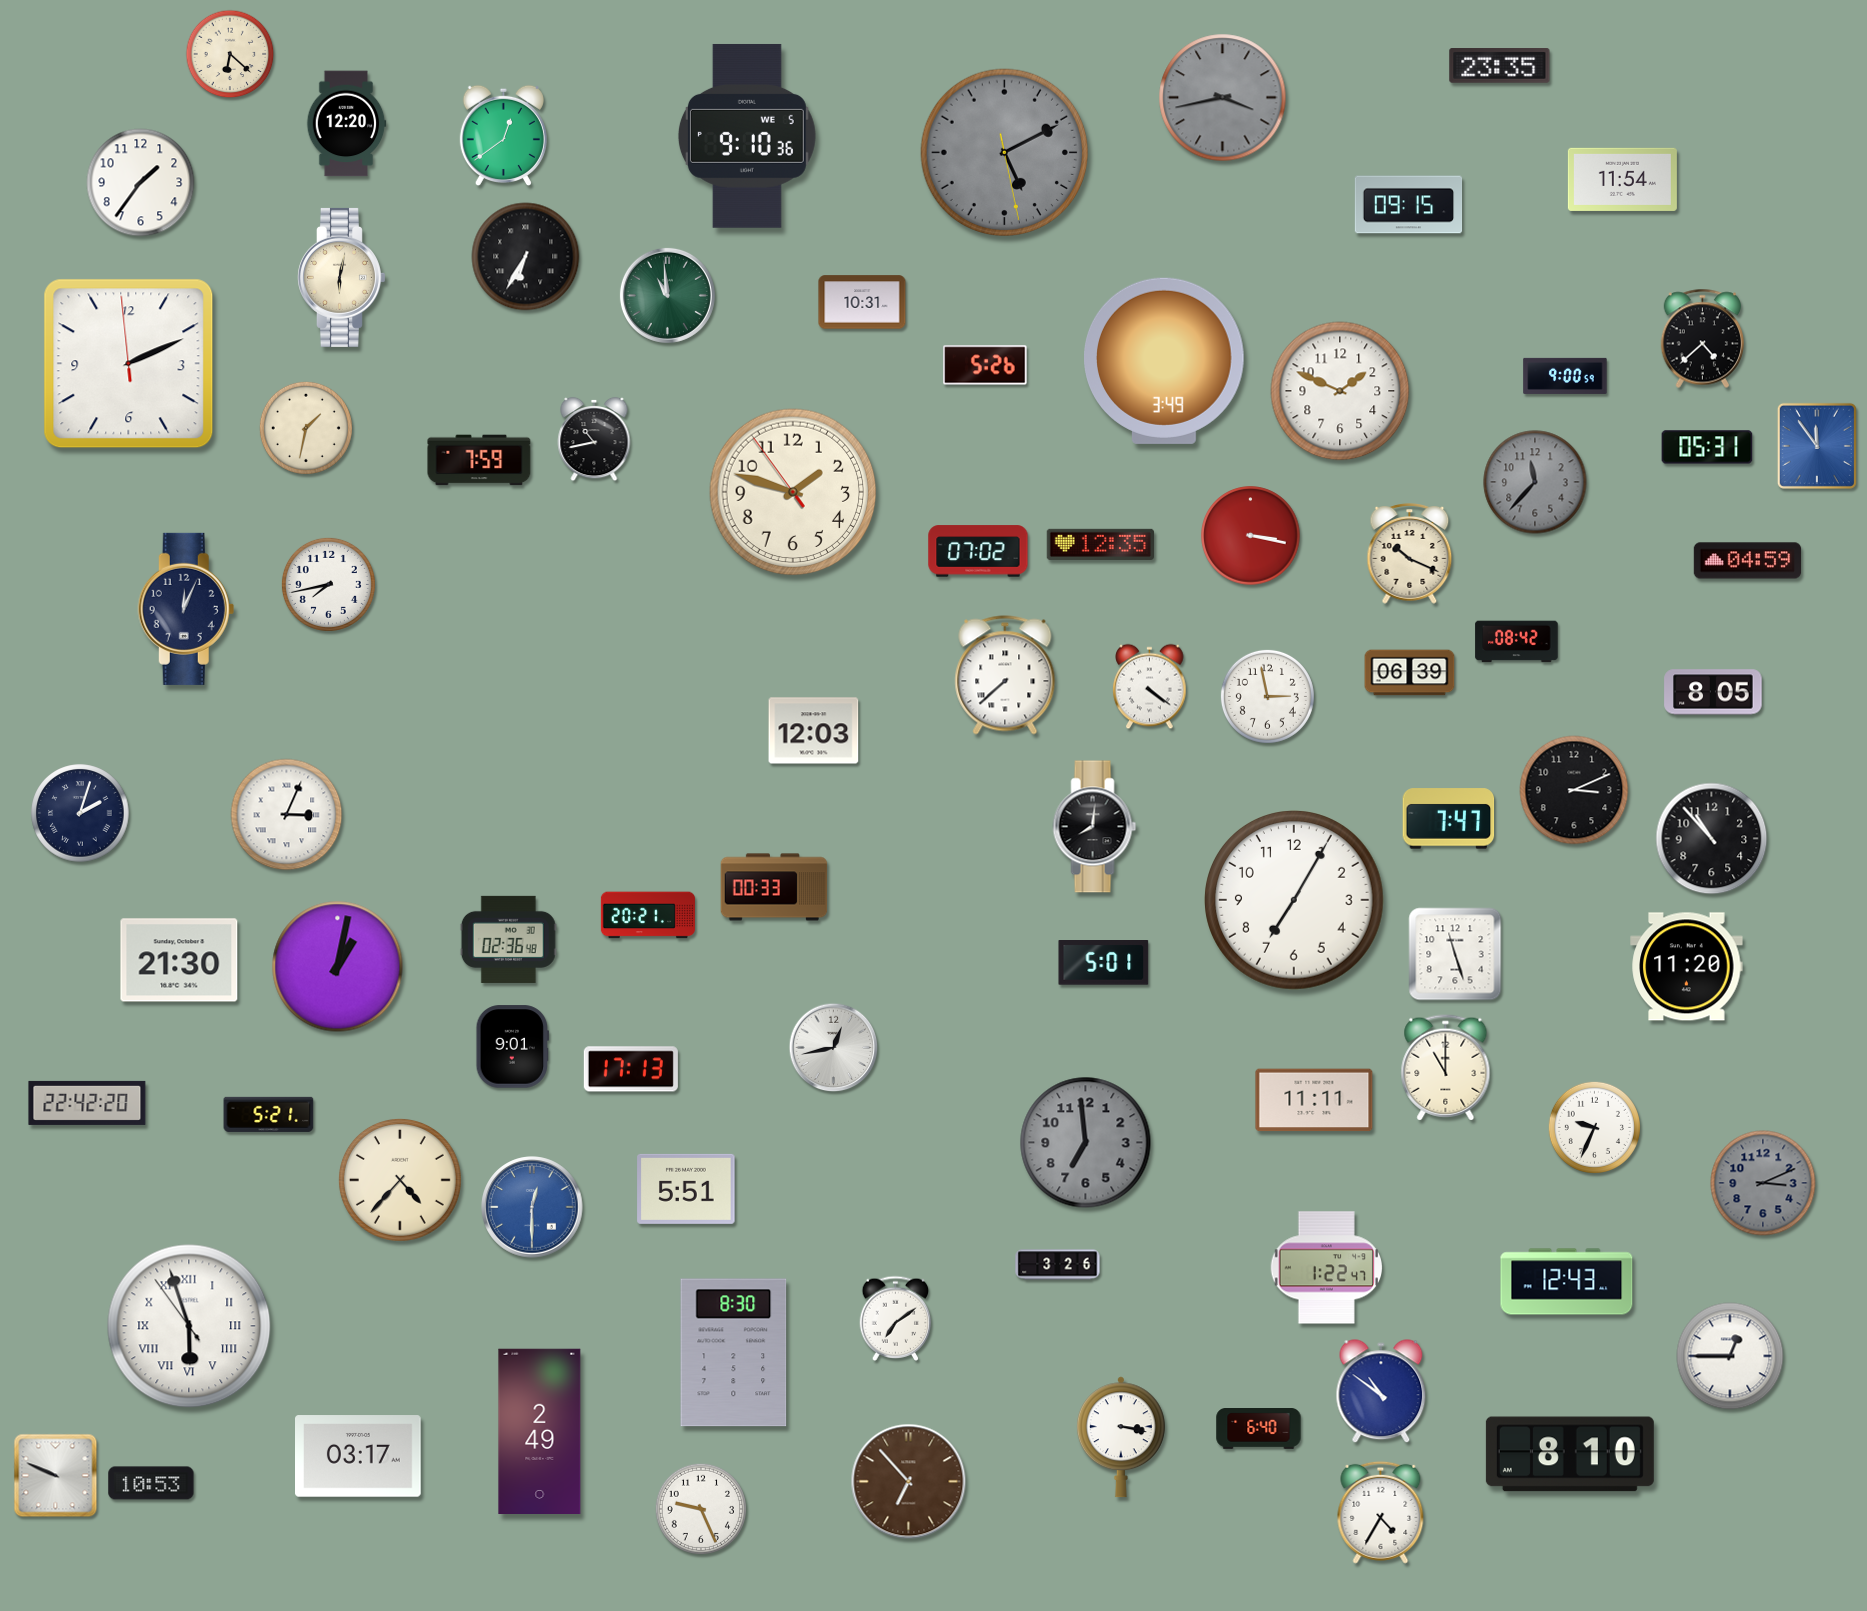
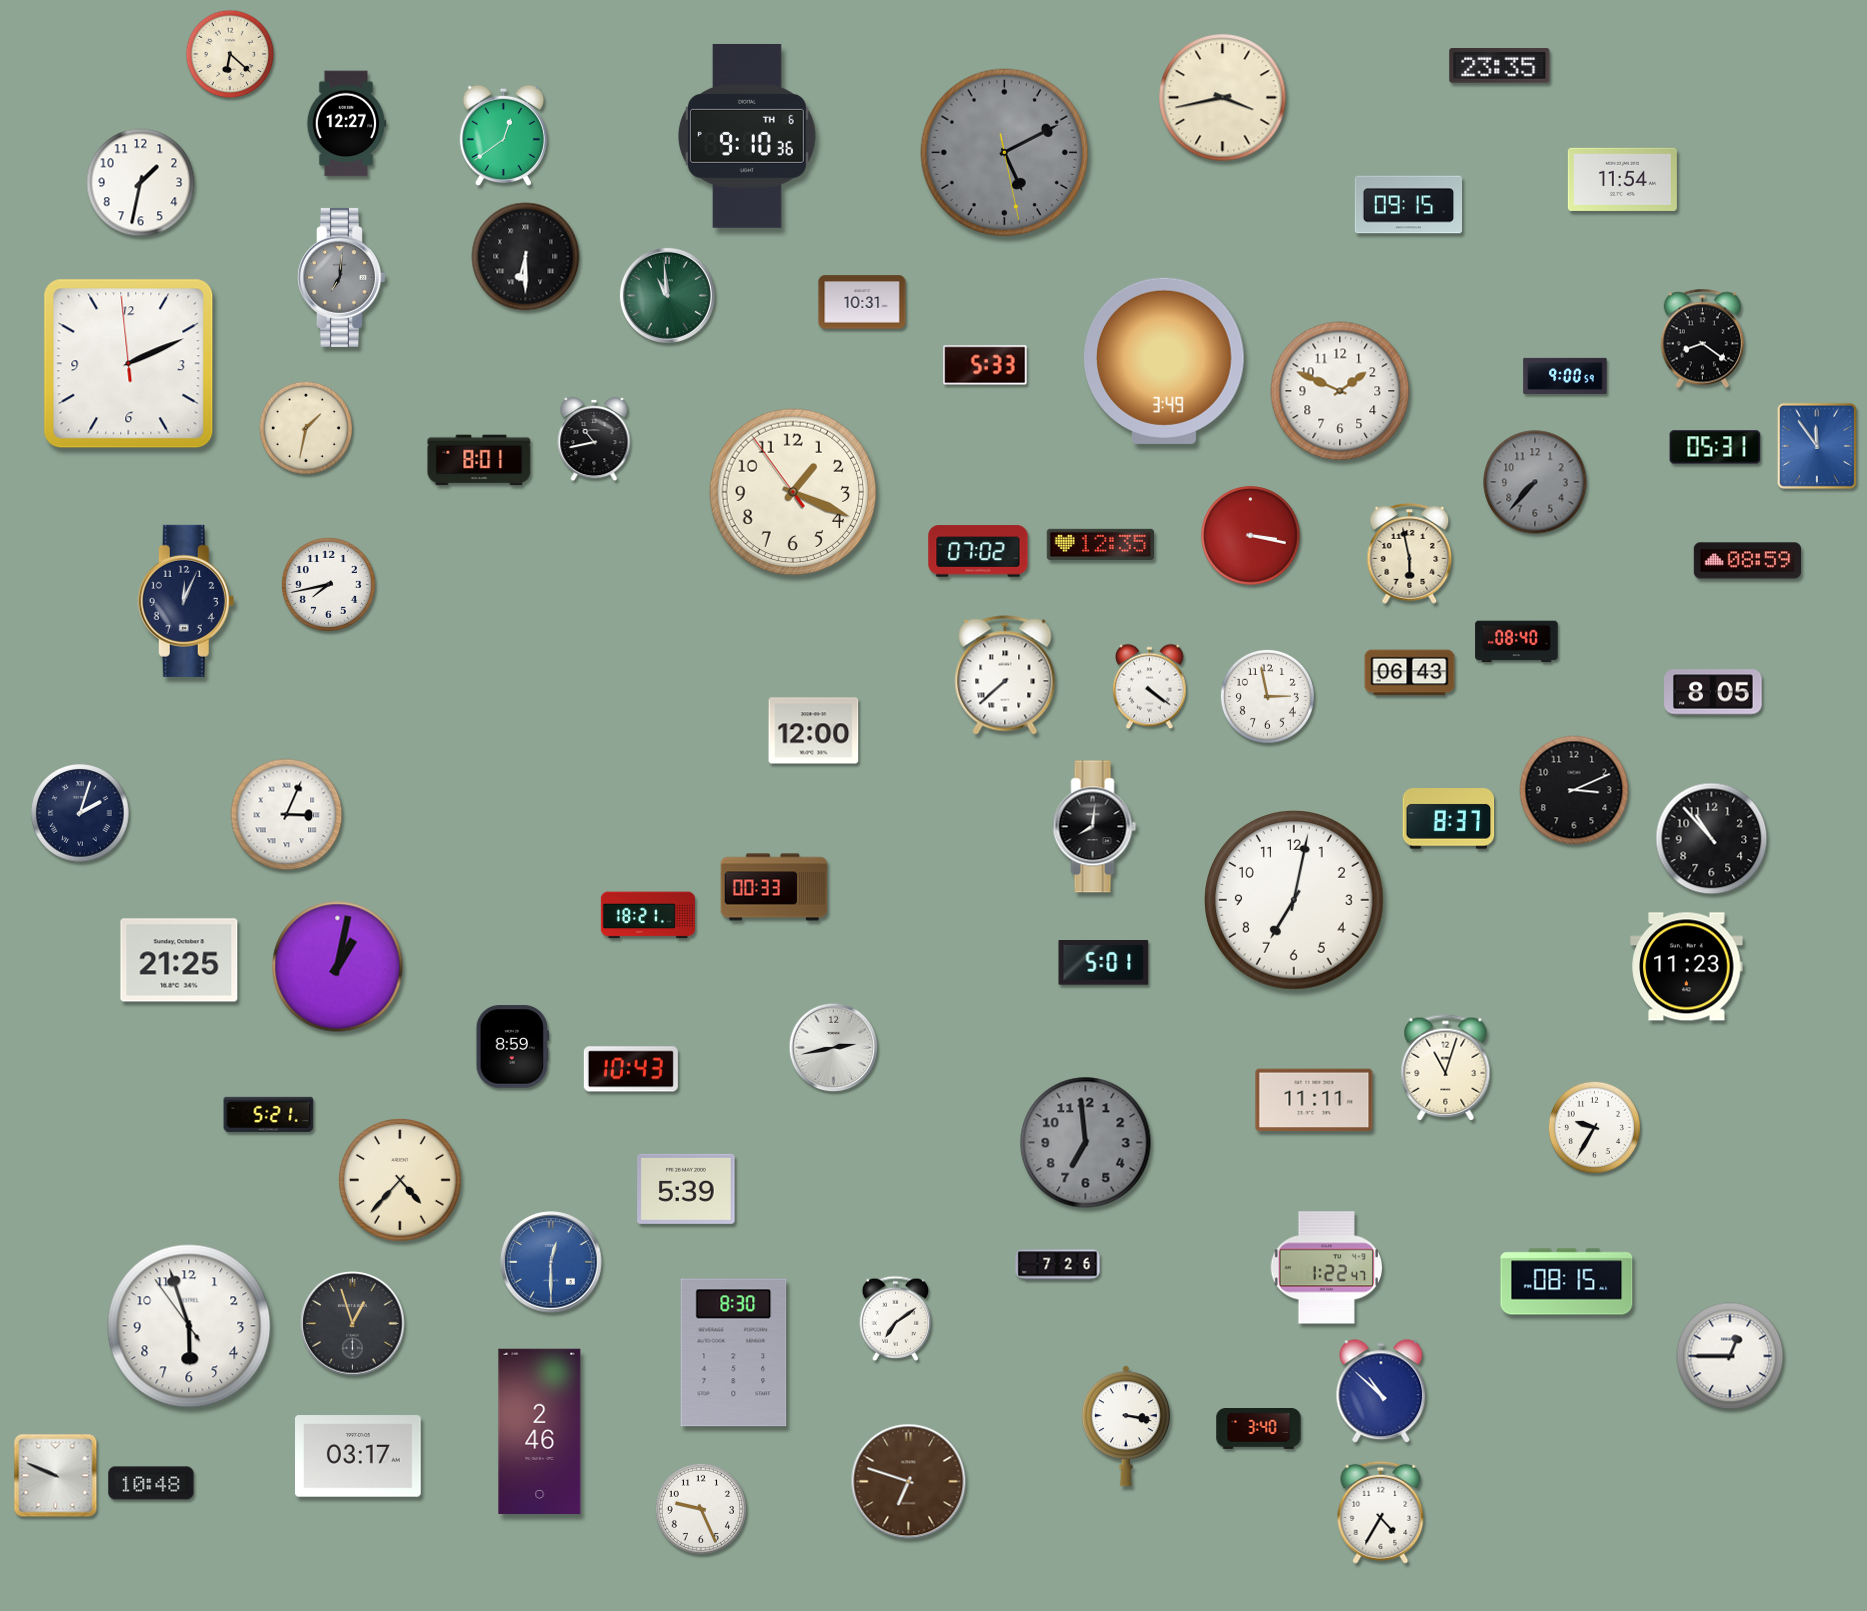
clock at (1223, 98) dial: grey -> cream
clock at (346, 124): 12:20 -> 12:27
clock at (747, 136) date: WE 5 -> TH 6
clock at (141, 183): 1:36 -> 1:32
clock at (526, 257): 6:35 -> 6:30
clock at (342, 277): 6:02 -> 7:01
clock at (342, 277) dial: cream -> grey
clock at (1703, 339): 4:38 -> 8:21
clock at (985, 365): 5:26 -> 5:33
clock at (1707, 447) position: (1707, 447) -> (1715, 447)
clock at (479, 460): 7:59 -> 8:01
clock at (1535, 482): 11:37 -> 7:37
clock at (793, 492): 1:47 -> 1:18
clock at (1410, 554): 10:19 -> 5:58
clock at (1748, 561): 04:59 -> 08:59
clock at (186, 609) position: (186, 609) -> (186, 601)
clock at (1517, 642): 08:42 -> 08:40
clock at (1410, 673): 06:39 -> 06:43
clock at (814, 731): 12:03 -> 12:00
clock at (1449, 819): 7:47 -> 8:37
clock at (1294, 900): 7:05 -> 7:02
clock at (648, 915): 20:21 -> 18:21
clock at (508, 939): 02:36 -> none
clock at (1455, 954): 11:27 -> none
clock at (179, 960): 21:30 -> 21:25
clock at (1687, 967): 11:20 -> 11:23
clock at (513, 1047): 9:01 -> 8:59
clock at (834, 1048): 12:43 -> 2:43
clock at (1446, 1068): 11:00 -> 11:03
clock at (631, 1069): 17:13 -> 10:43
clock at (87, 1103): 22:42 -> none
clock at (1594, 1127): 9:34 -> 9:35
clock at (1763, 1183): 3:11 -> none
clock at (686, 1189): 5:51 -> 5:39
clock at (532, 1207) position: (532, 1207) -> (551, 1262)
clock at (1058, 1265): 3:26 -> 7:26
clock at (1567, 1282): 12:43 -> 08:15
clock at (353, 1324): none -> 12:57
clock at (189, 1326) numerals: Roman -> Arabic
clock at (1381, 1392): 10:51 -> 10:52
clock at (1259, 1429): 6:40 -> 3:40
clock at (540, 1431): 2:49 -> 2:46
clock at (1121, 1437) position: (1121, 1437) -> (1126, 1426)
clock at (1570, 1454): 8:10 -> none
clock at (909, 1482): 6:53 -> 6:48
clock at (151, 1483): 10:53 -> 10:48
